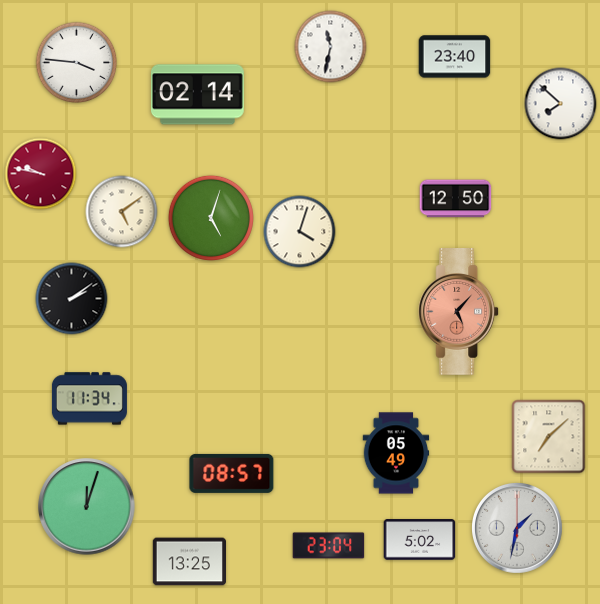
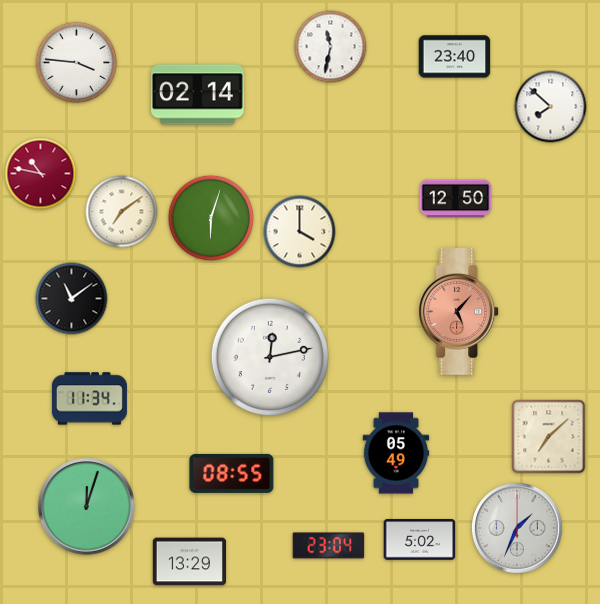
clock at (561, 104) position: (561, 104) -> (551, 107)
clock at (41, 174): 9:47 -> 10:47
clock at (122, 212): 5:09 -> 7:09
clock at (211, 218): 5:03 -> 6:03
clock at (300, 232): 4:03 -> 4:00
clock at (72, 299): 2:09 -> 11:09
clock at (270, 357): none -> 12:13
clock at (232, 473): 08:57 -> 08:55
clock at (518, 529): 1:32 -> 1:34
clock at (190, 562): 13:25 -> 13:29
